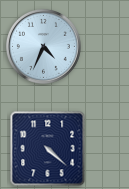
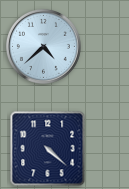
clock at (43, 46): 4:34 -> 4:38
